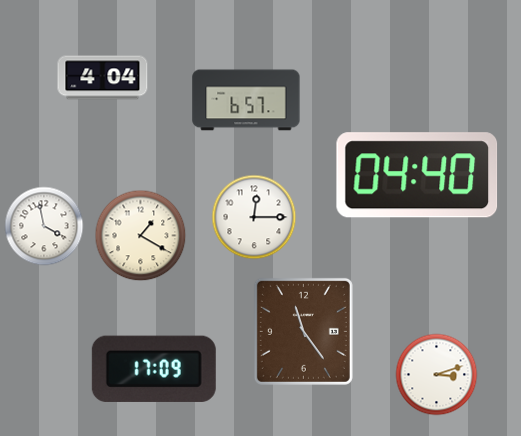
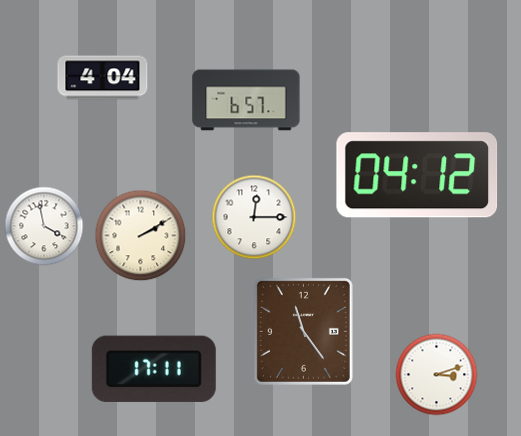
clock at (417, 175): 04:40 -> 04:12
clock at (141, 236): 1:20 -> 2:10
clock at (154, 369): 17:09 -> 17:11
